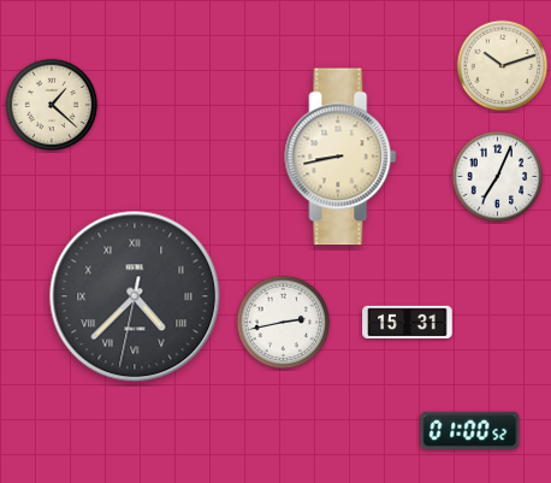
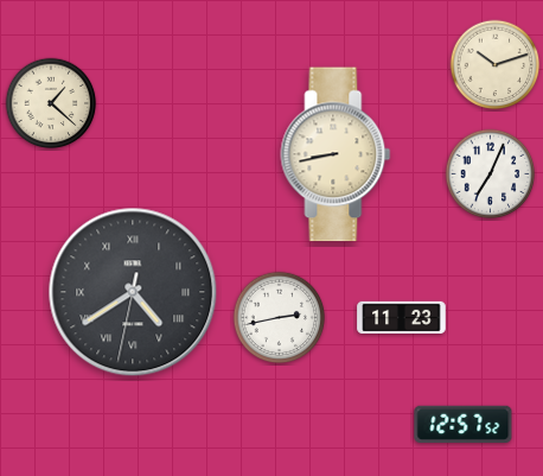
clock at (135, 296): 4:37 -> 4:39
clock at (408, 322): 15:31 -> 11:23
clock at (470, 430): 01:00 -> 12:57
